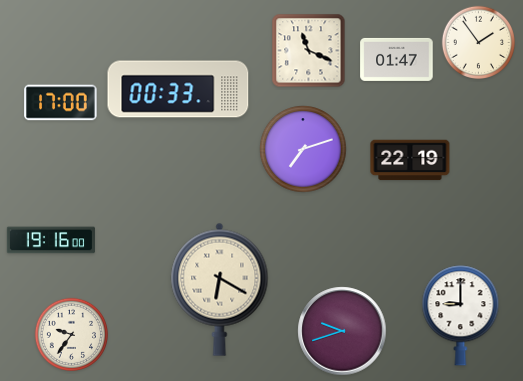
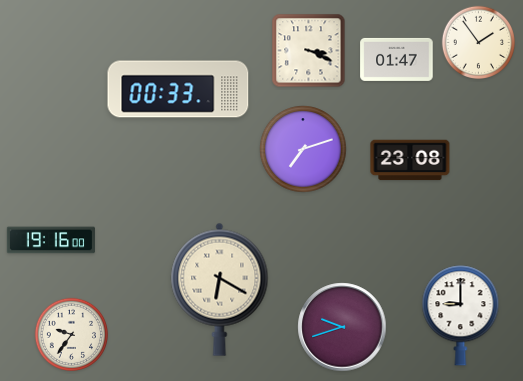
clock at (309, 51): 11:19 -> 3:19
clock at (61, 103): 17:00 -> none
clock at (410, 160): 22:19 -> 23:08
clock at (342, 331) position: (342, 331) -> (342, 327)
